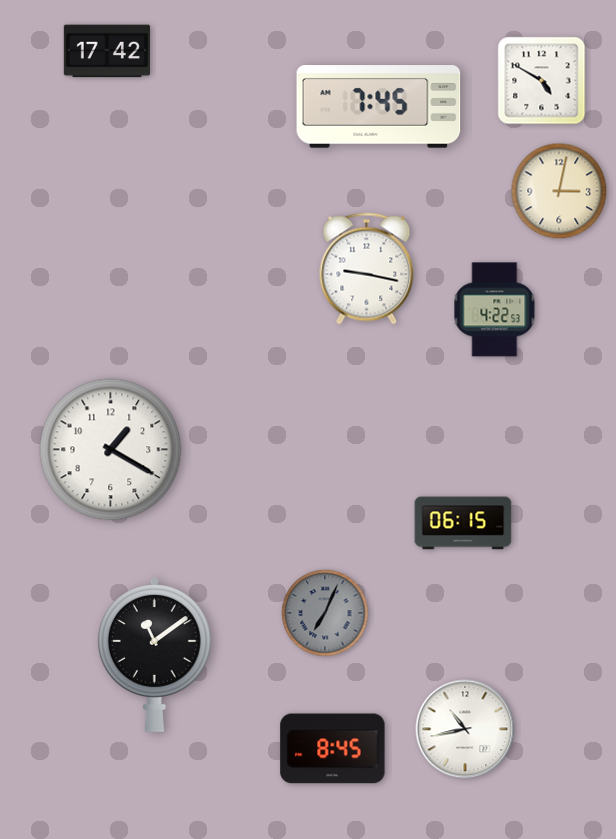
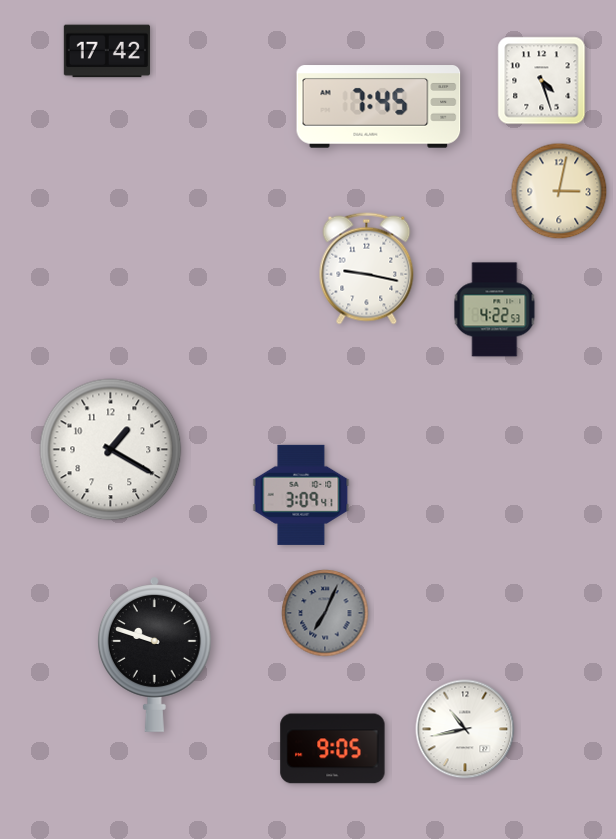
clock at (542, 81): 4:50 -> 4:27
clock at (301, 495): none -> 3:09
clock at (463, 523): 06:15 -> none
clock at (154, 654): 11:09 -> 9:48
clock at (333, 749): 8:45 -> 9:05
